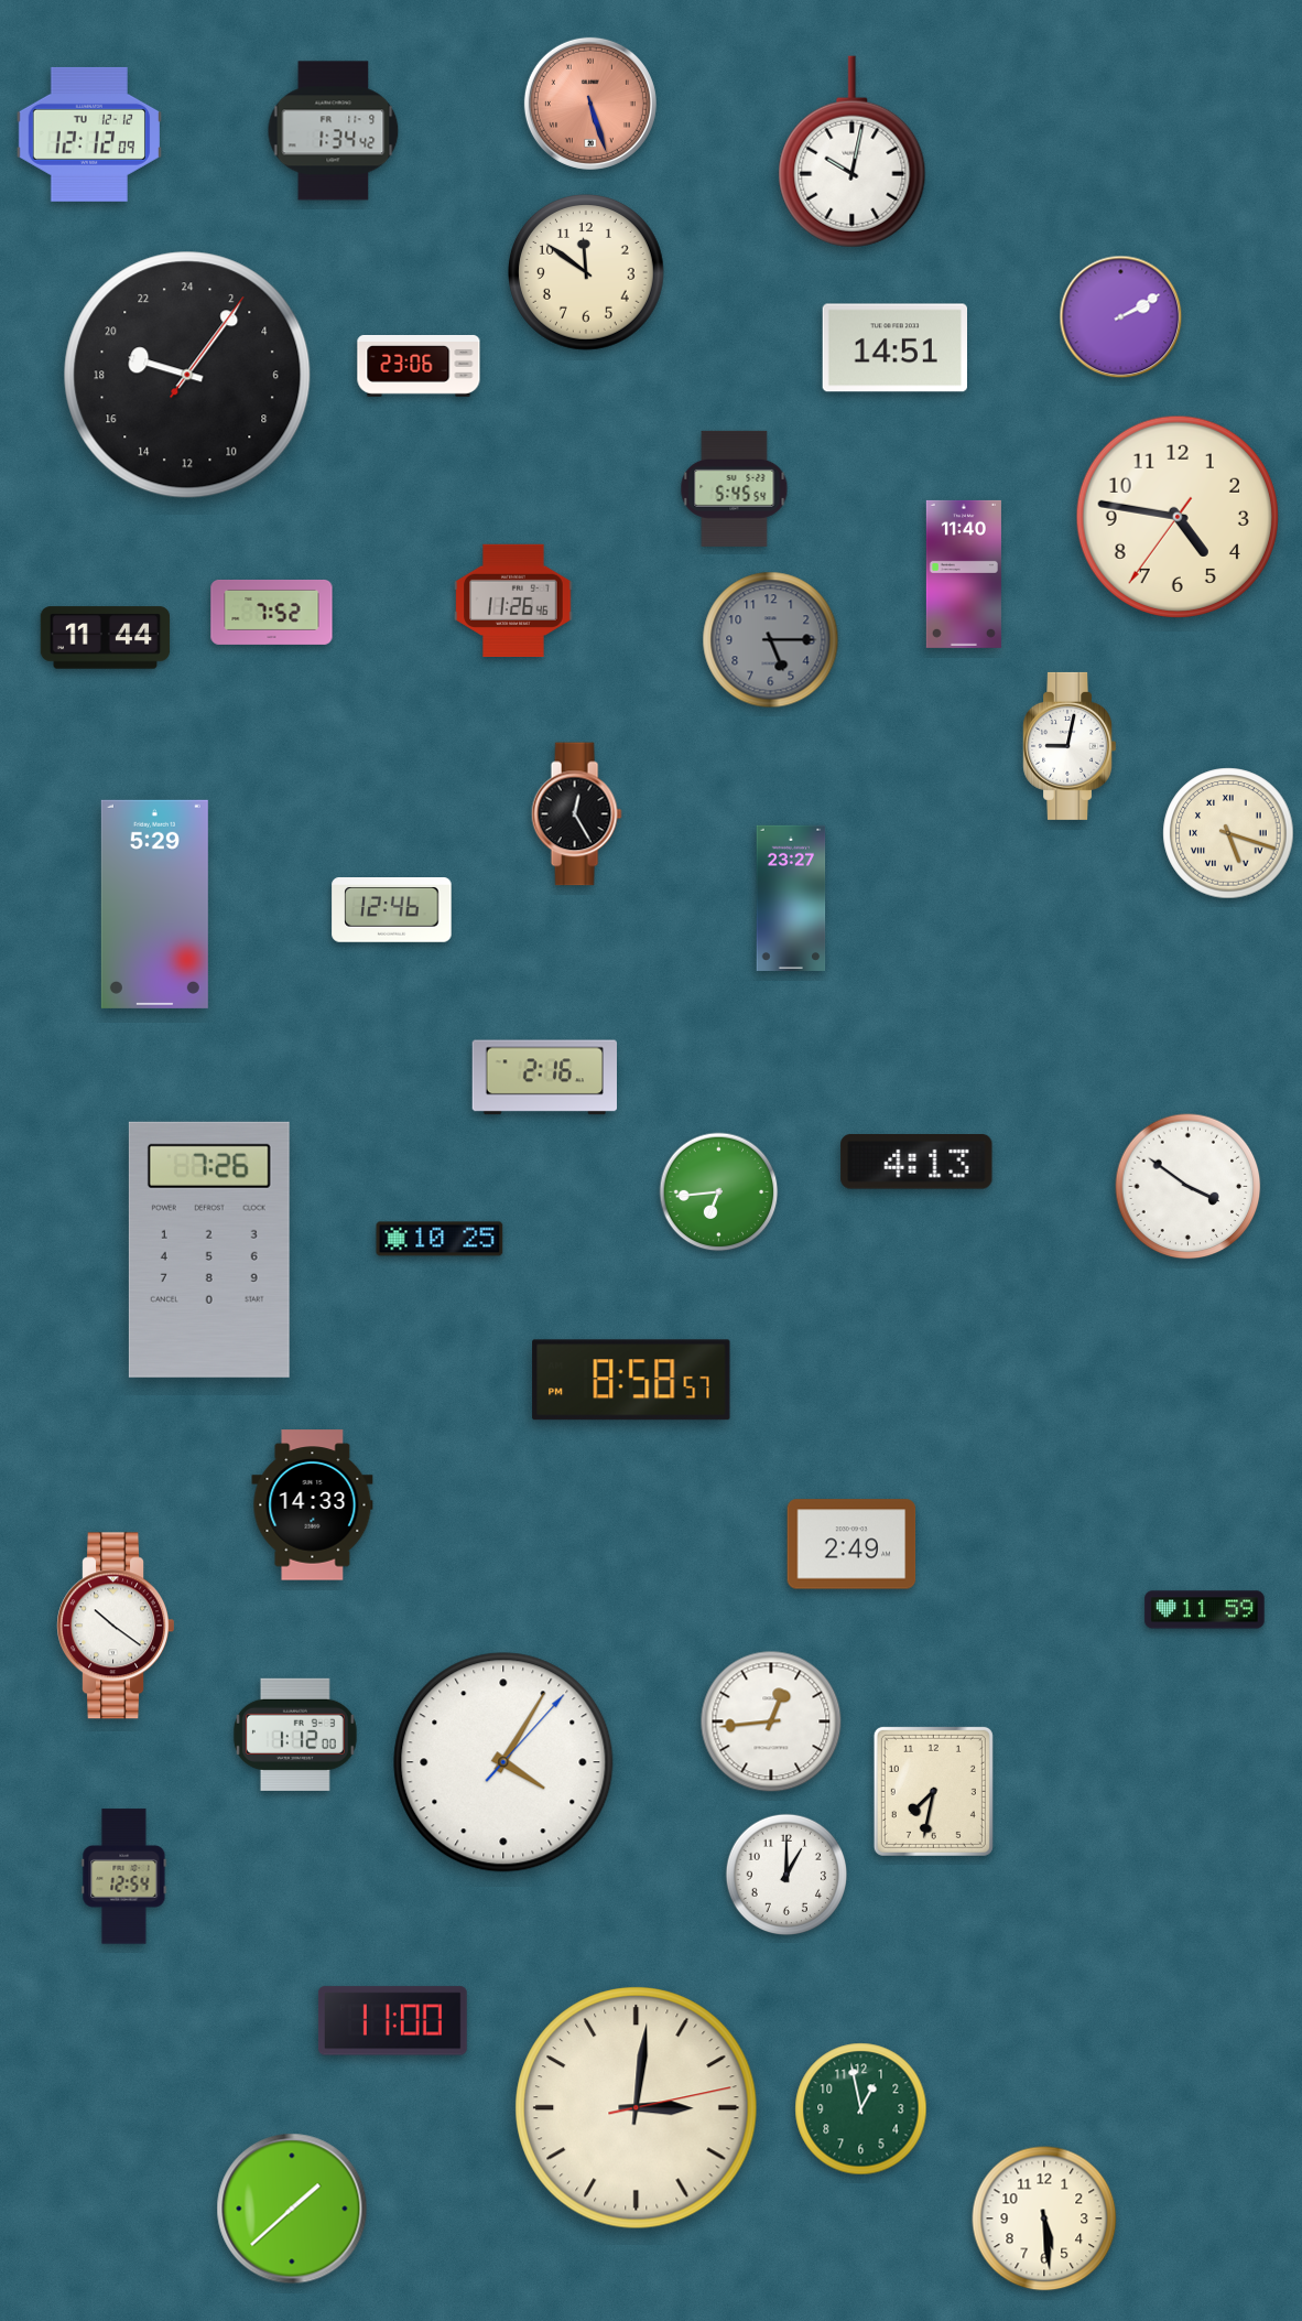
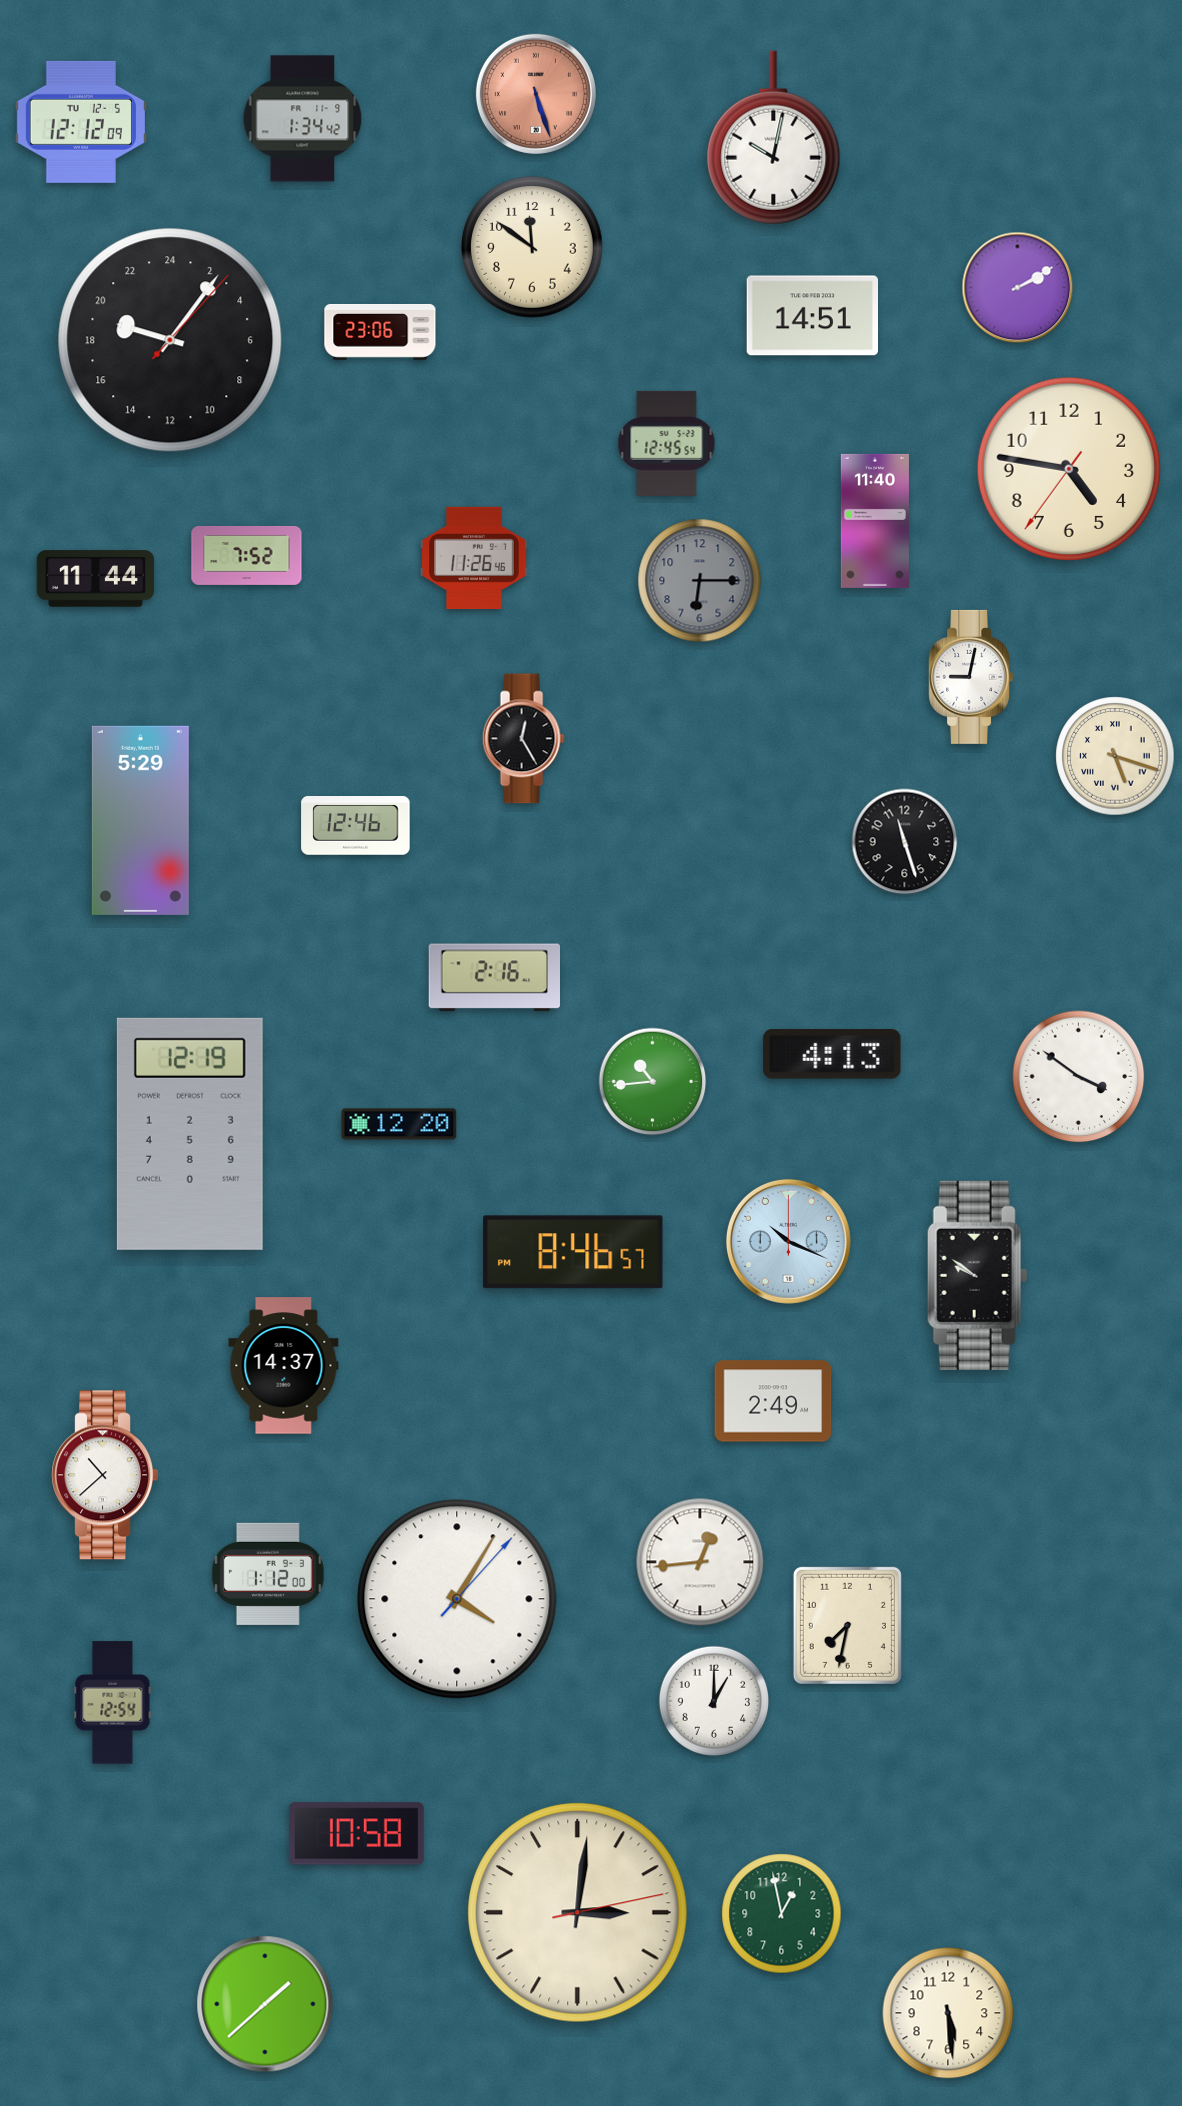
clock at (89, 134) date: TU 12-12 -> TU 12-5
clock at (187, 375): 19:06:06 -> 19:06:07
clock at (735, 488): 5:45 -> 12:45
clock at (513, 600) position: (513, 600) -> (474, 557)
clock at (771, 640): 5:15 -> 6:15
clock at (791, 897): 23:27 -> none
clock at (905, 842): none -> 11:27
clock at (719, 1192): 6:44 -> 10:44
clock at (440, 1239): 10:25 -> 12:20
clock at (209, 1250): 7:26 -> 12:19
clock at (788, 1241): none -> 10:19
clock at (631, 1380): 8:58 -> 8:46
clock at (977, 1275): none -> 9:51
clock at (313, 1505): 14:33 -> 14:37
clock at (1205, 1610): 11:59 -> none
clock at (115, 1626): 10:21 -> 10:38
clock at (392, 2021): 11:00 -> 10:58
